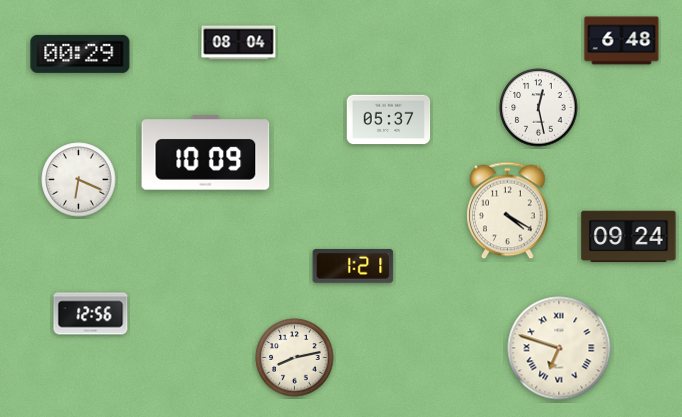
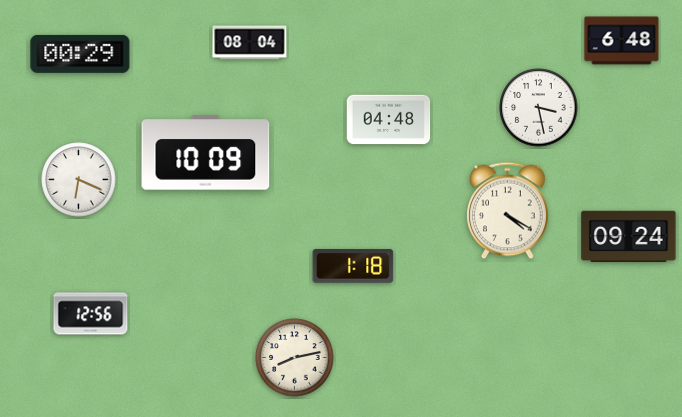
clock at (239, 43) position: (239, 43) -> (250, 43)
clock at (539, 108): 12:28 -> 3:28
clock at (389, 120): 05:37 -> 04:48
clock at (353, 266): 1:21 -> 1:18
clock at (559, 348): 6:48 -> none
